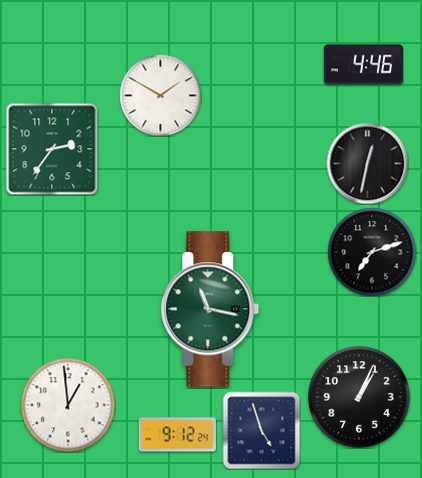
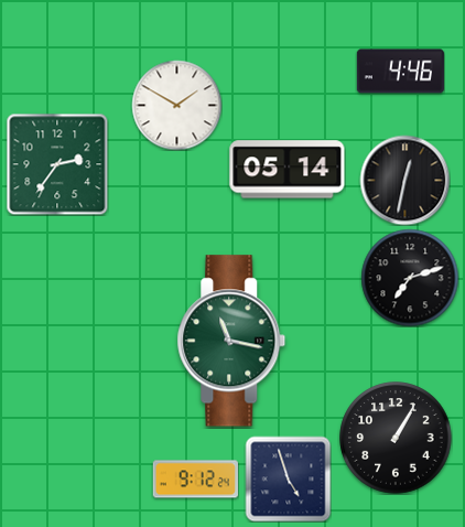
clock at (288, 170): none -> 05:14
clock at (359, 397): 1:04 -> 1:05
clock at (68, 405): 12:59 -> none
clock at (261, 430) position: (261, 430) -> (288, 478)
